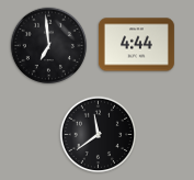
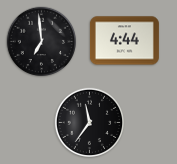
clock at (49, 46) position: (49, 46) -> (42, 42)
clock at (99, 135): 11:39 -> 11:36
